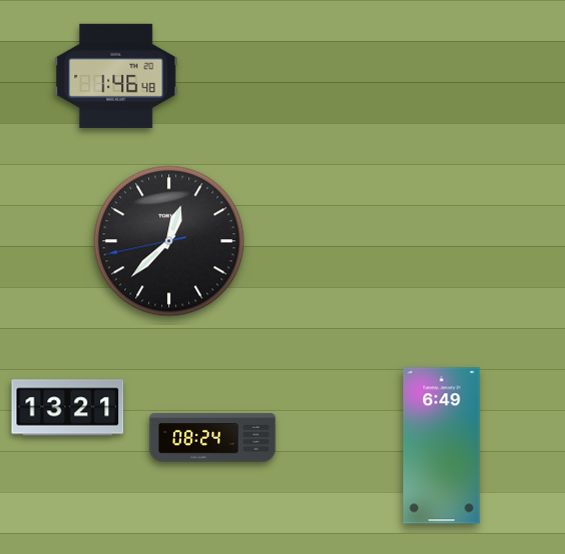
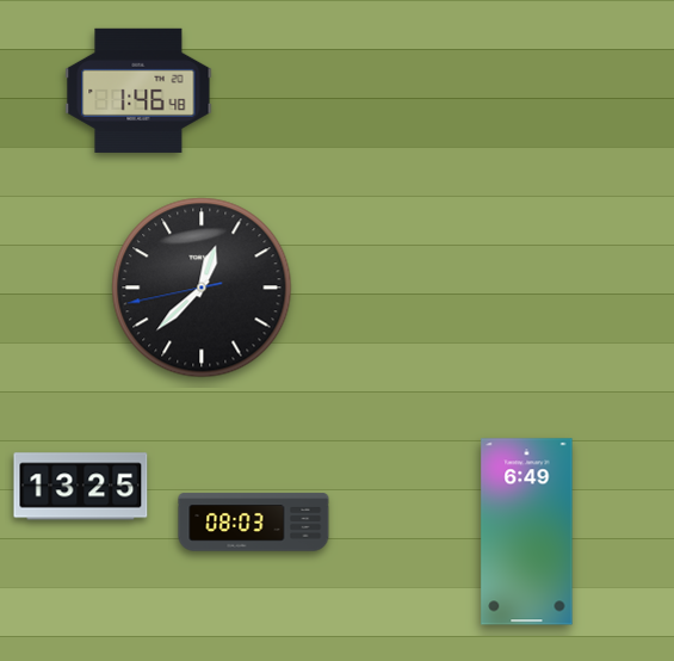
clock at (68, 408): 13:21 -> 13:25
clock at (213, 438): 08:24 -> 08:03
